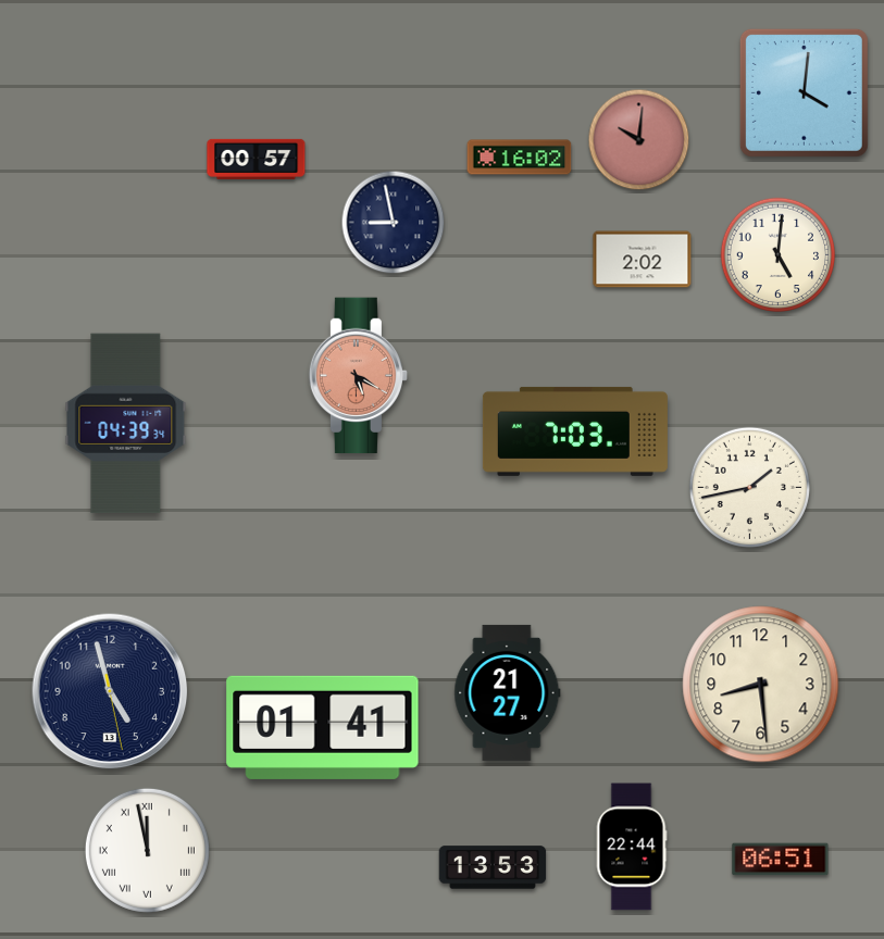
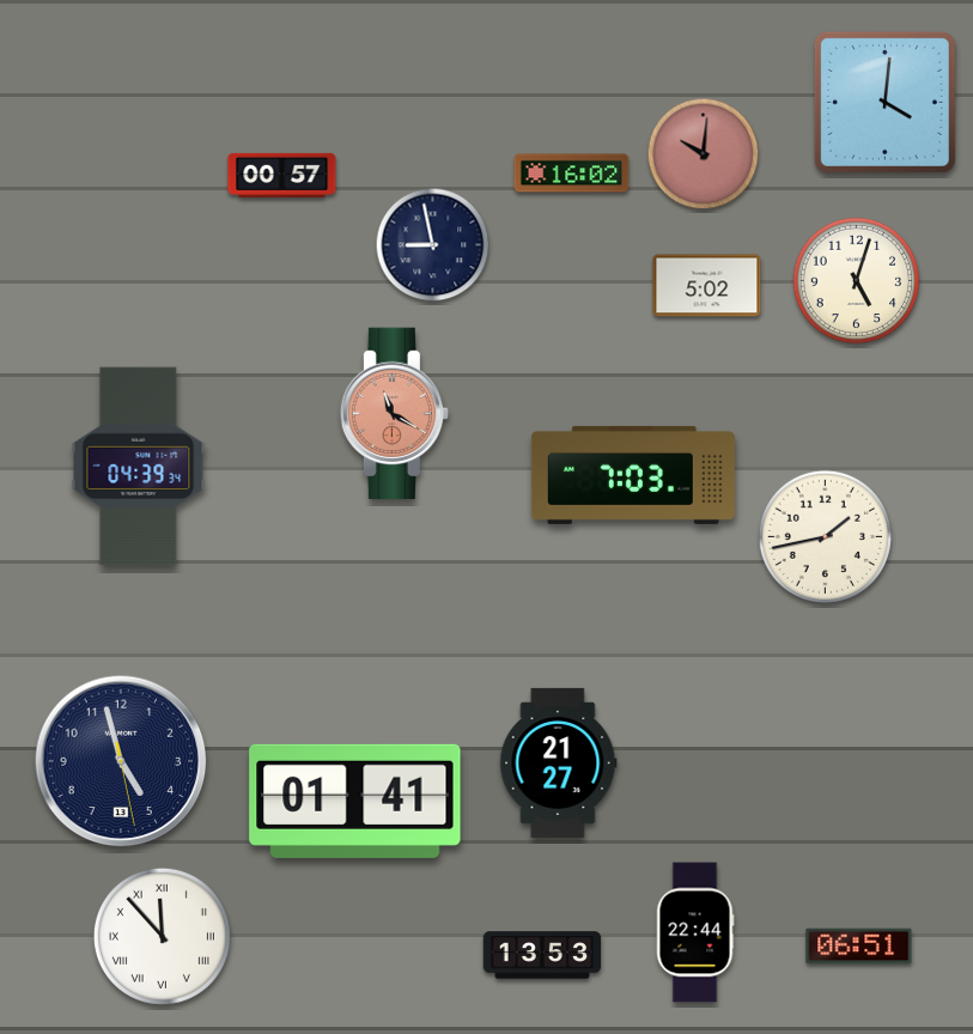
clock at (779, 255): 5:01 -> 5:03
clock at (643, 260): 2:02 -> 5:02
clock at (358, 376): 5:20 -> 11:20
clock at (761, 685): 8:29 -> none
clock at (147, 850): 11:58 -> 11:53
